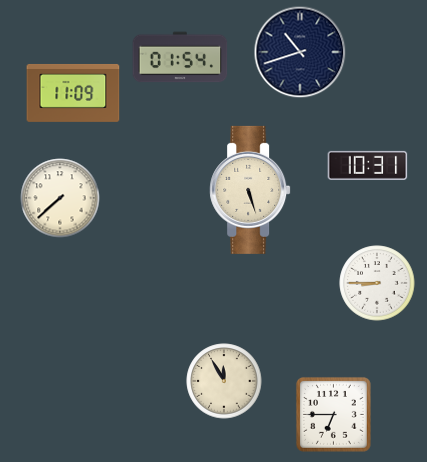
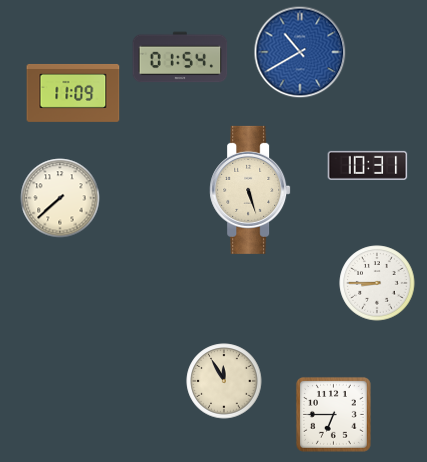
clock at (300, 52): 10:42 -> 10:40
clock at (300, 52) dial: navy -> blue
